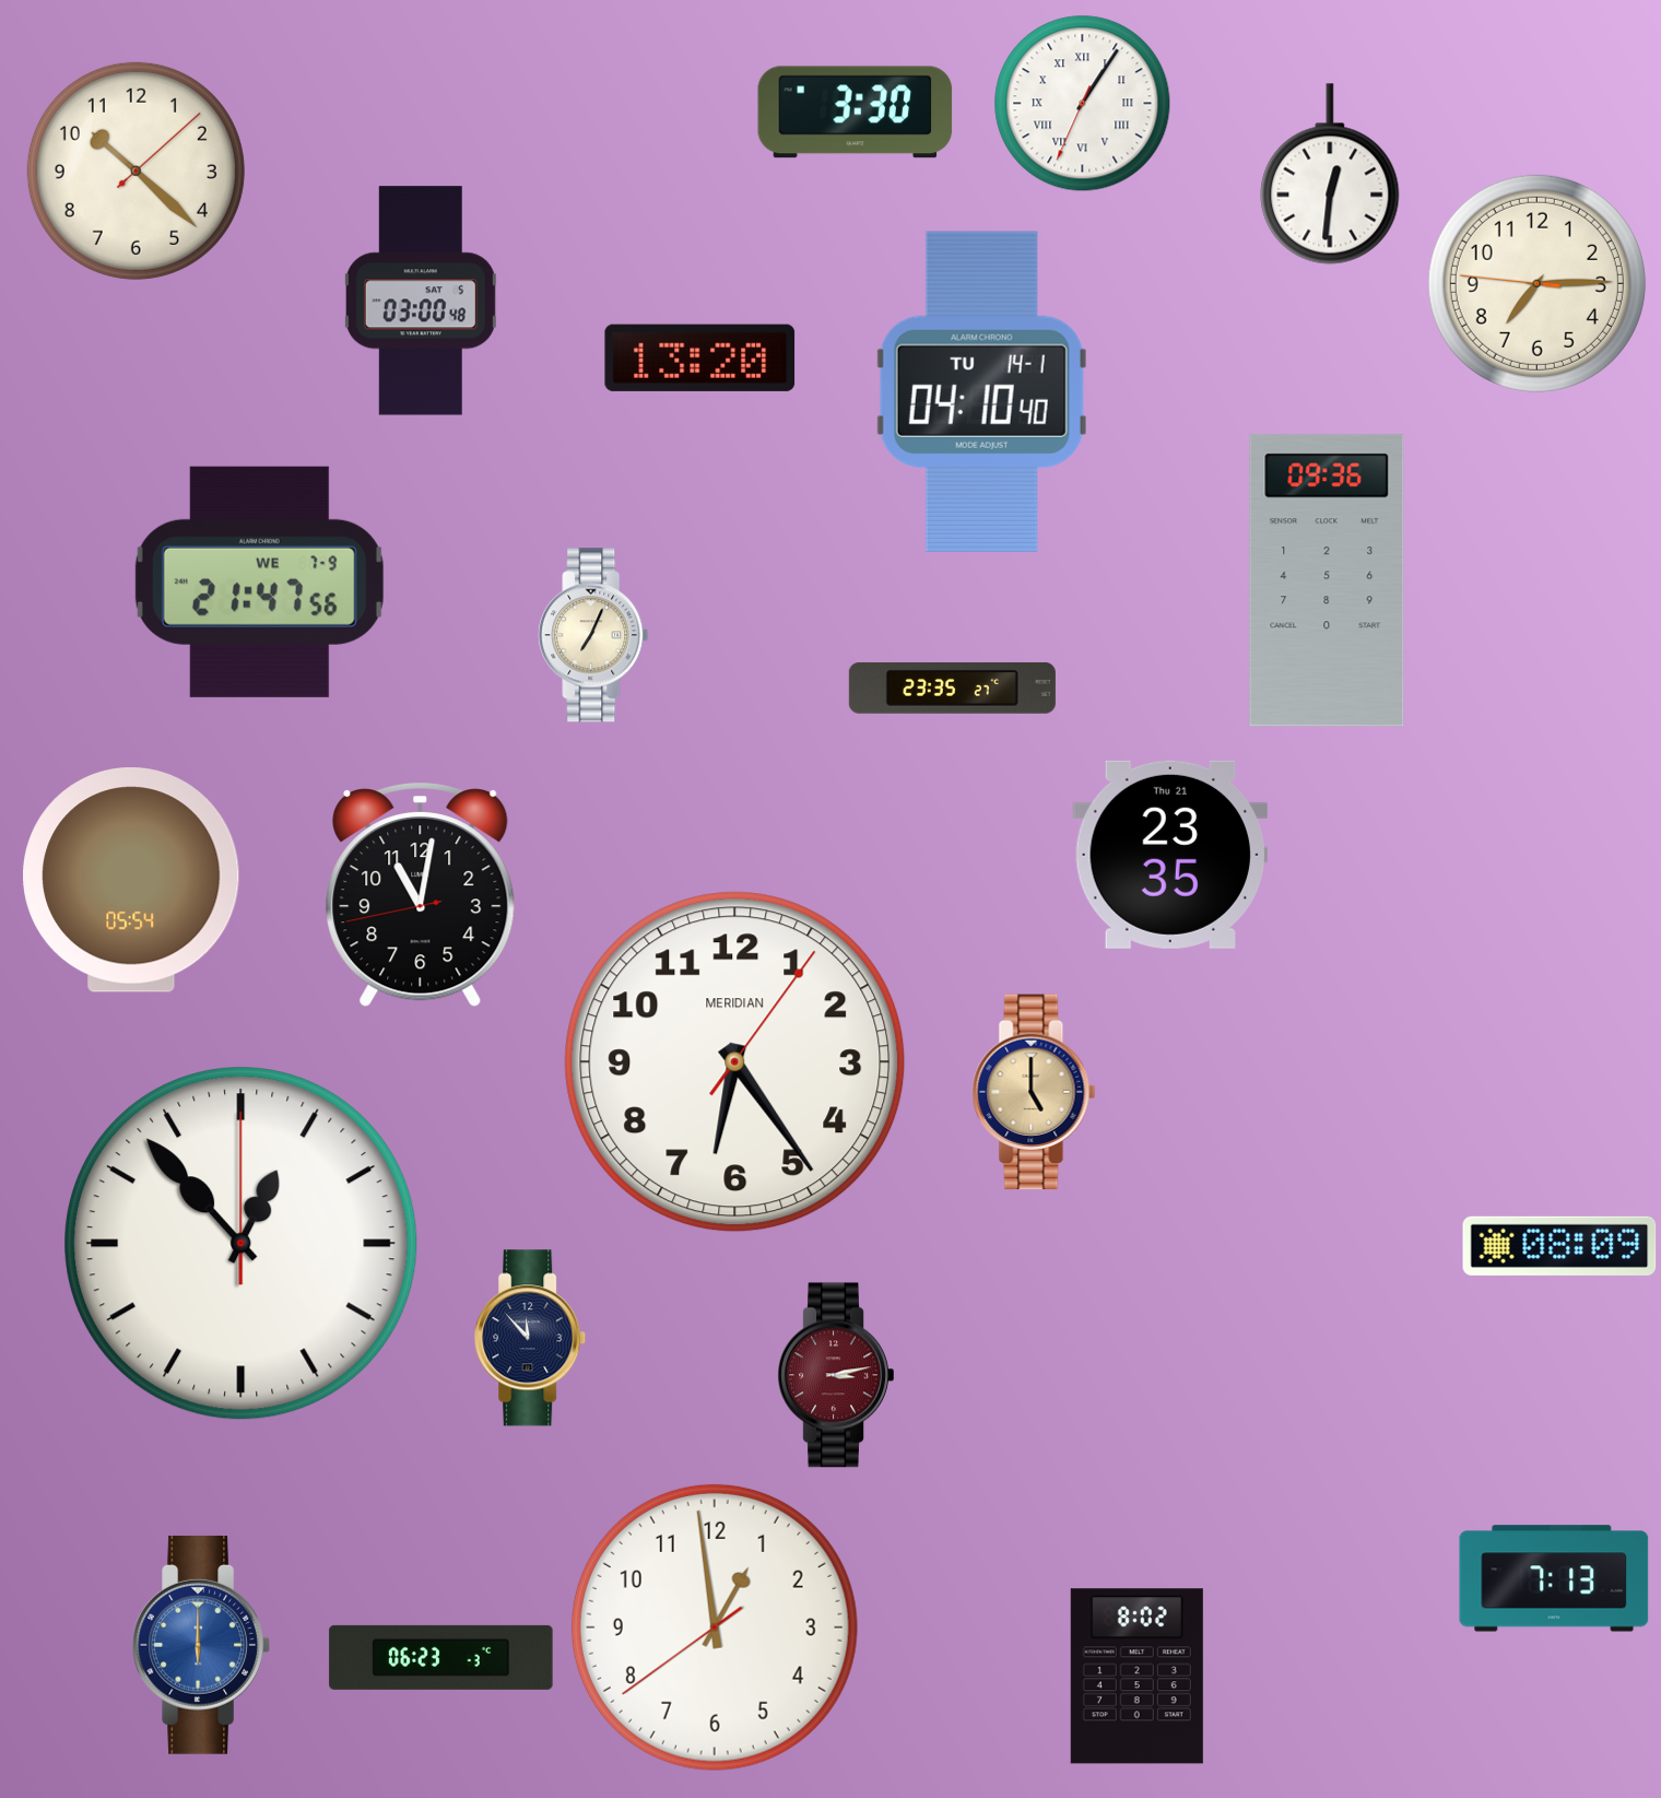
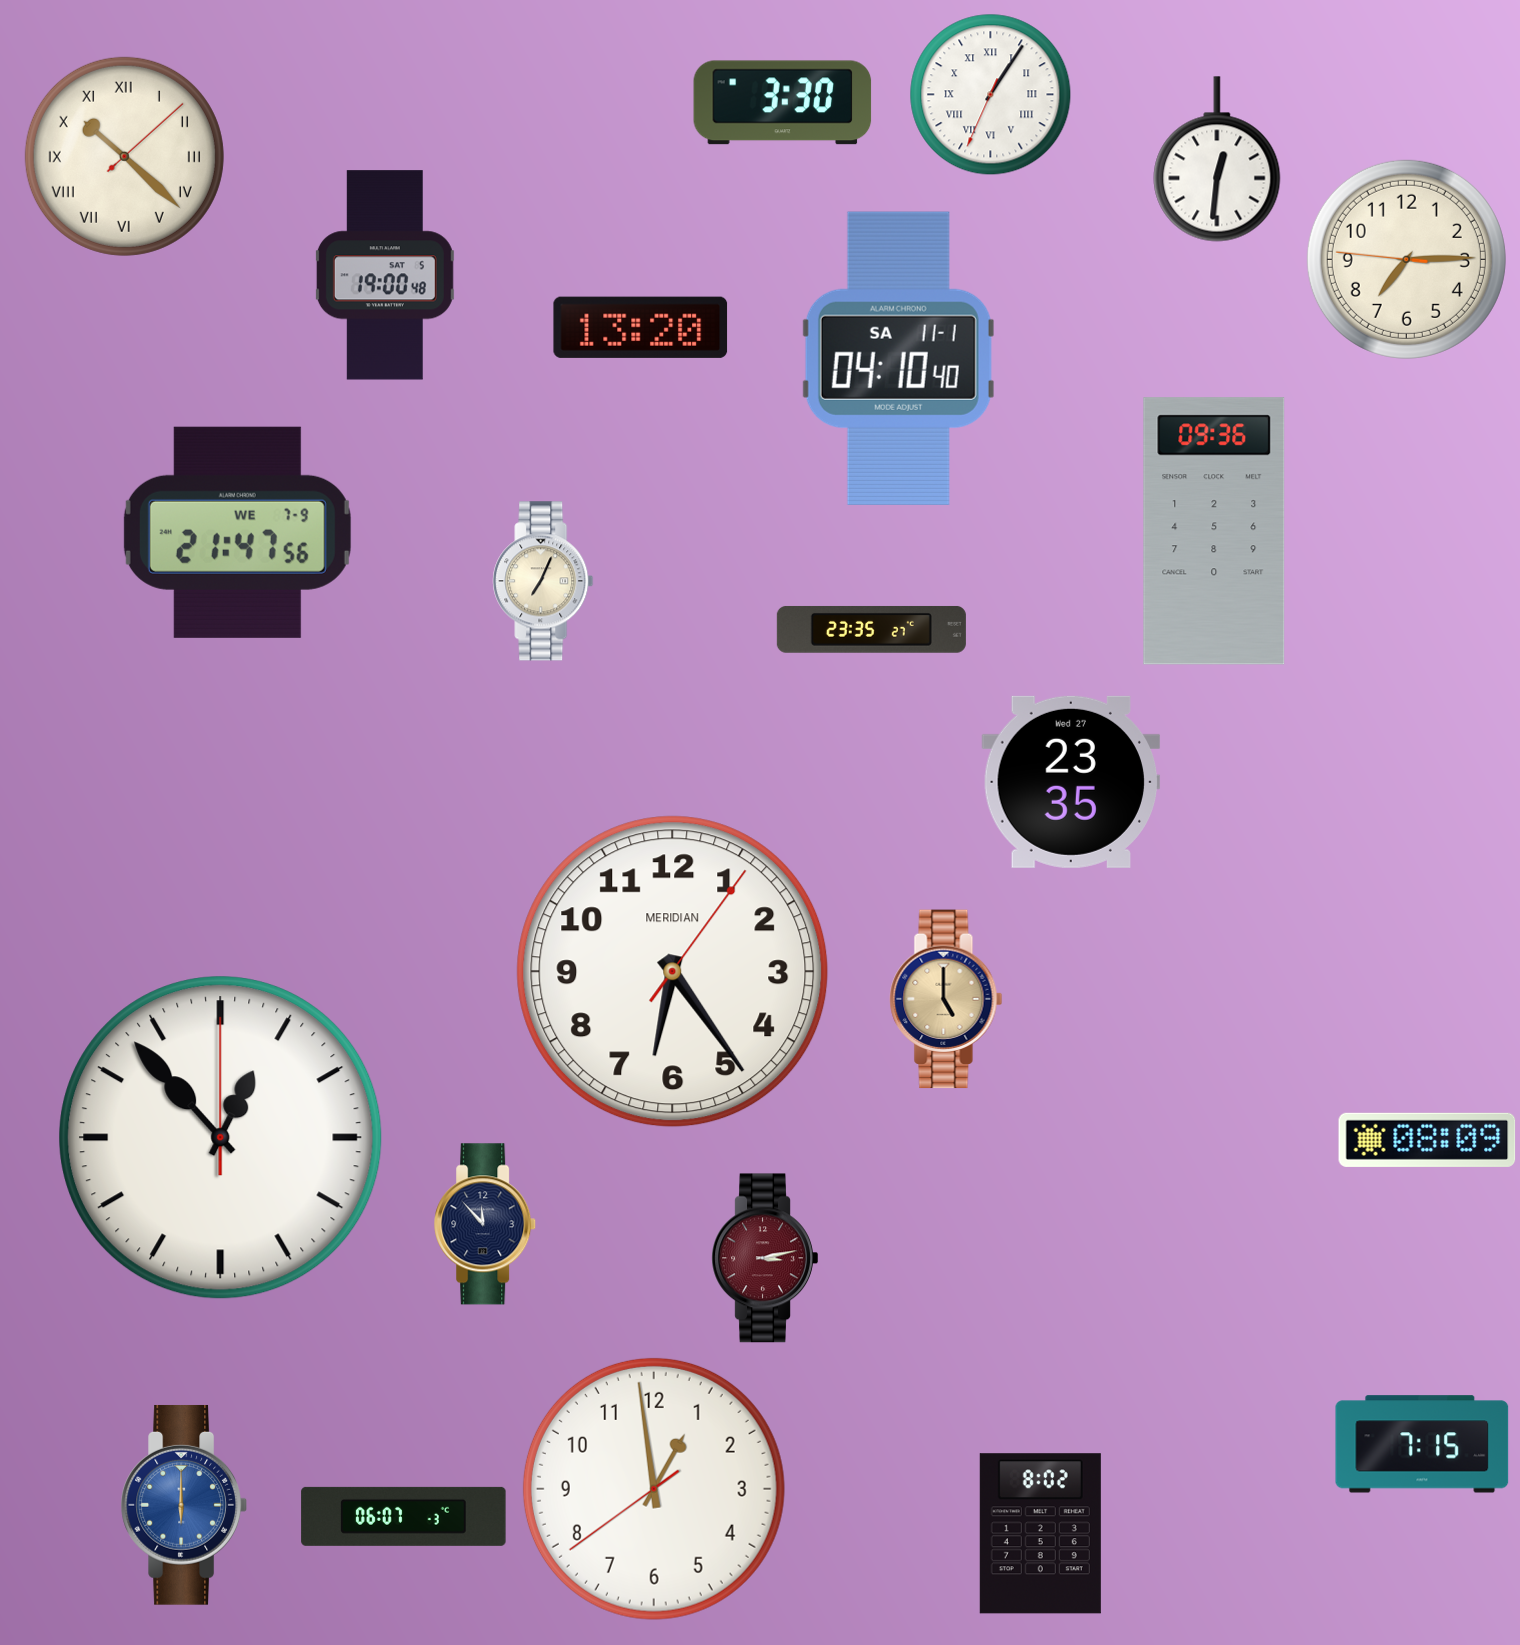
clock at (136, 171) numerals: Arabic -> Roman
clock at (421, 301): 03:00 -> 19:00
clock at (981, 391) date: TU 14-1 -> SA 11-1
clock at (1170, 855) date: Thu 21 -> Wed 27
clock at (131, 881): 05:54 -> none
clock at (421, 895): 11:01 -> none
clock at (1554, 1578): 7:13 -> 7:15
clock at (441, 1657): 06:23 -> 06:07
